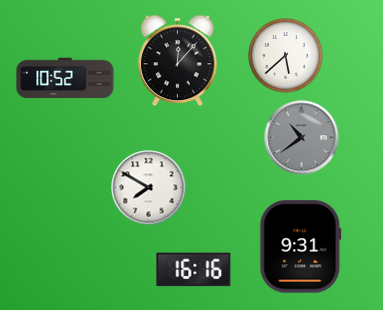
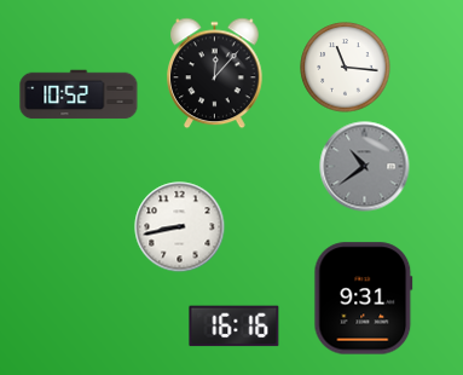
clock at (286, 56): 5:38 -> 11:16
clock at (149, 188): 7:50 -> 8:43
